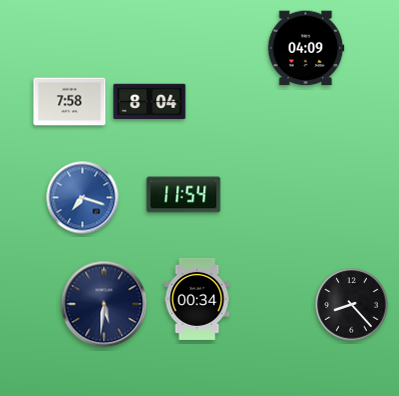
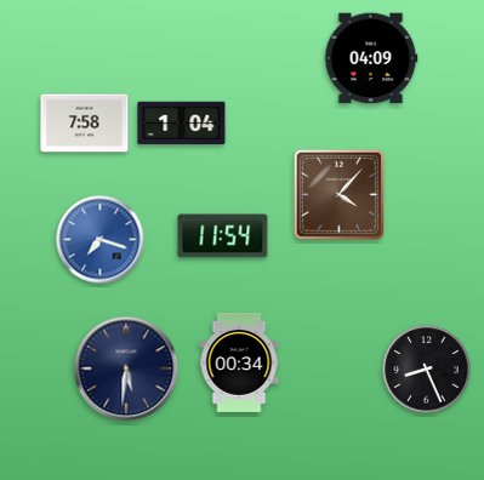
clock at (150, 102): 8:04 -> 1:04
clock at (338, 194): none -> 4:07
clock at (352, 305): 8:23 -> 8:26
